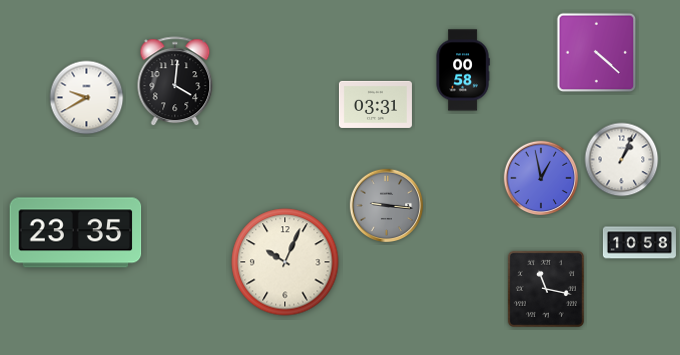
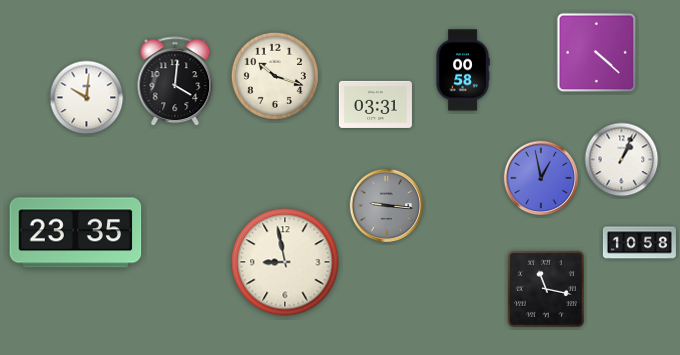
clock at (275, 76): none -> 10:18
clock at (87, 98): 9:40 -> 10:01
clock at (285, 262): 10:04 -> 8:58
